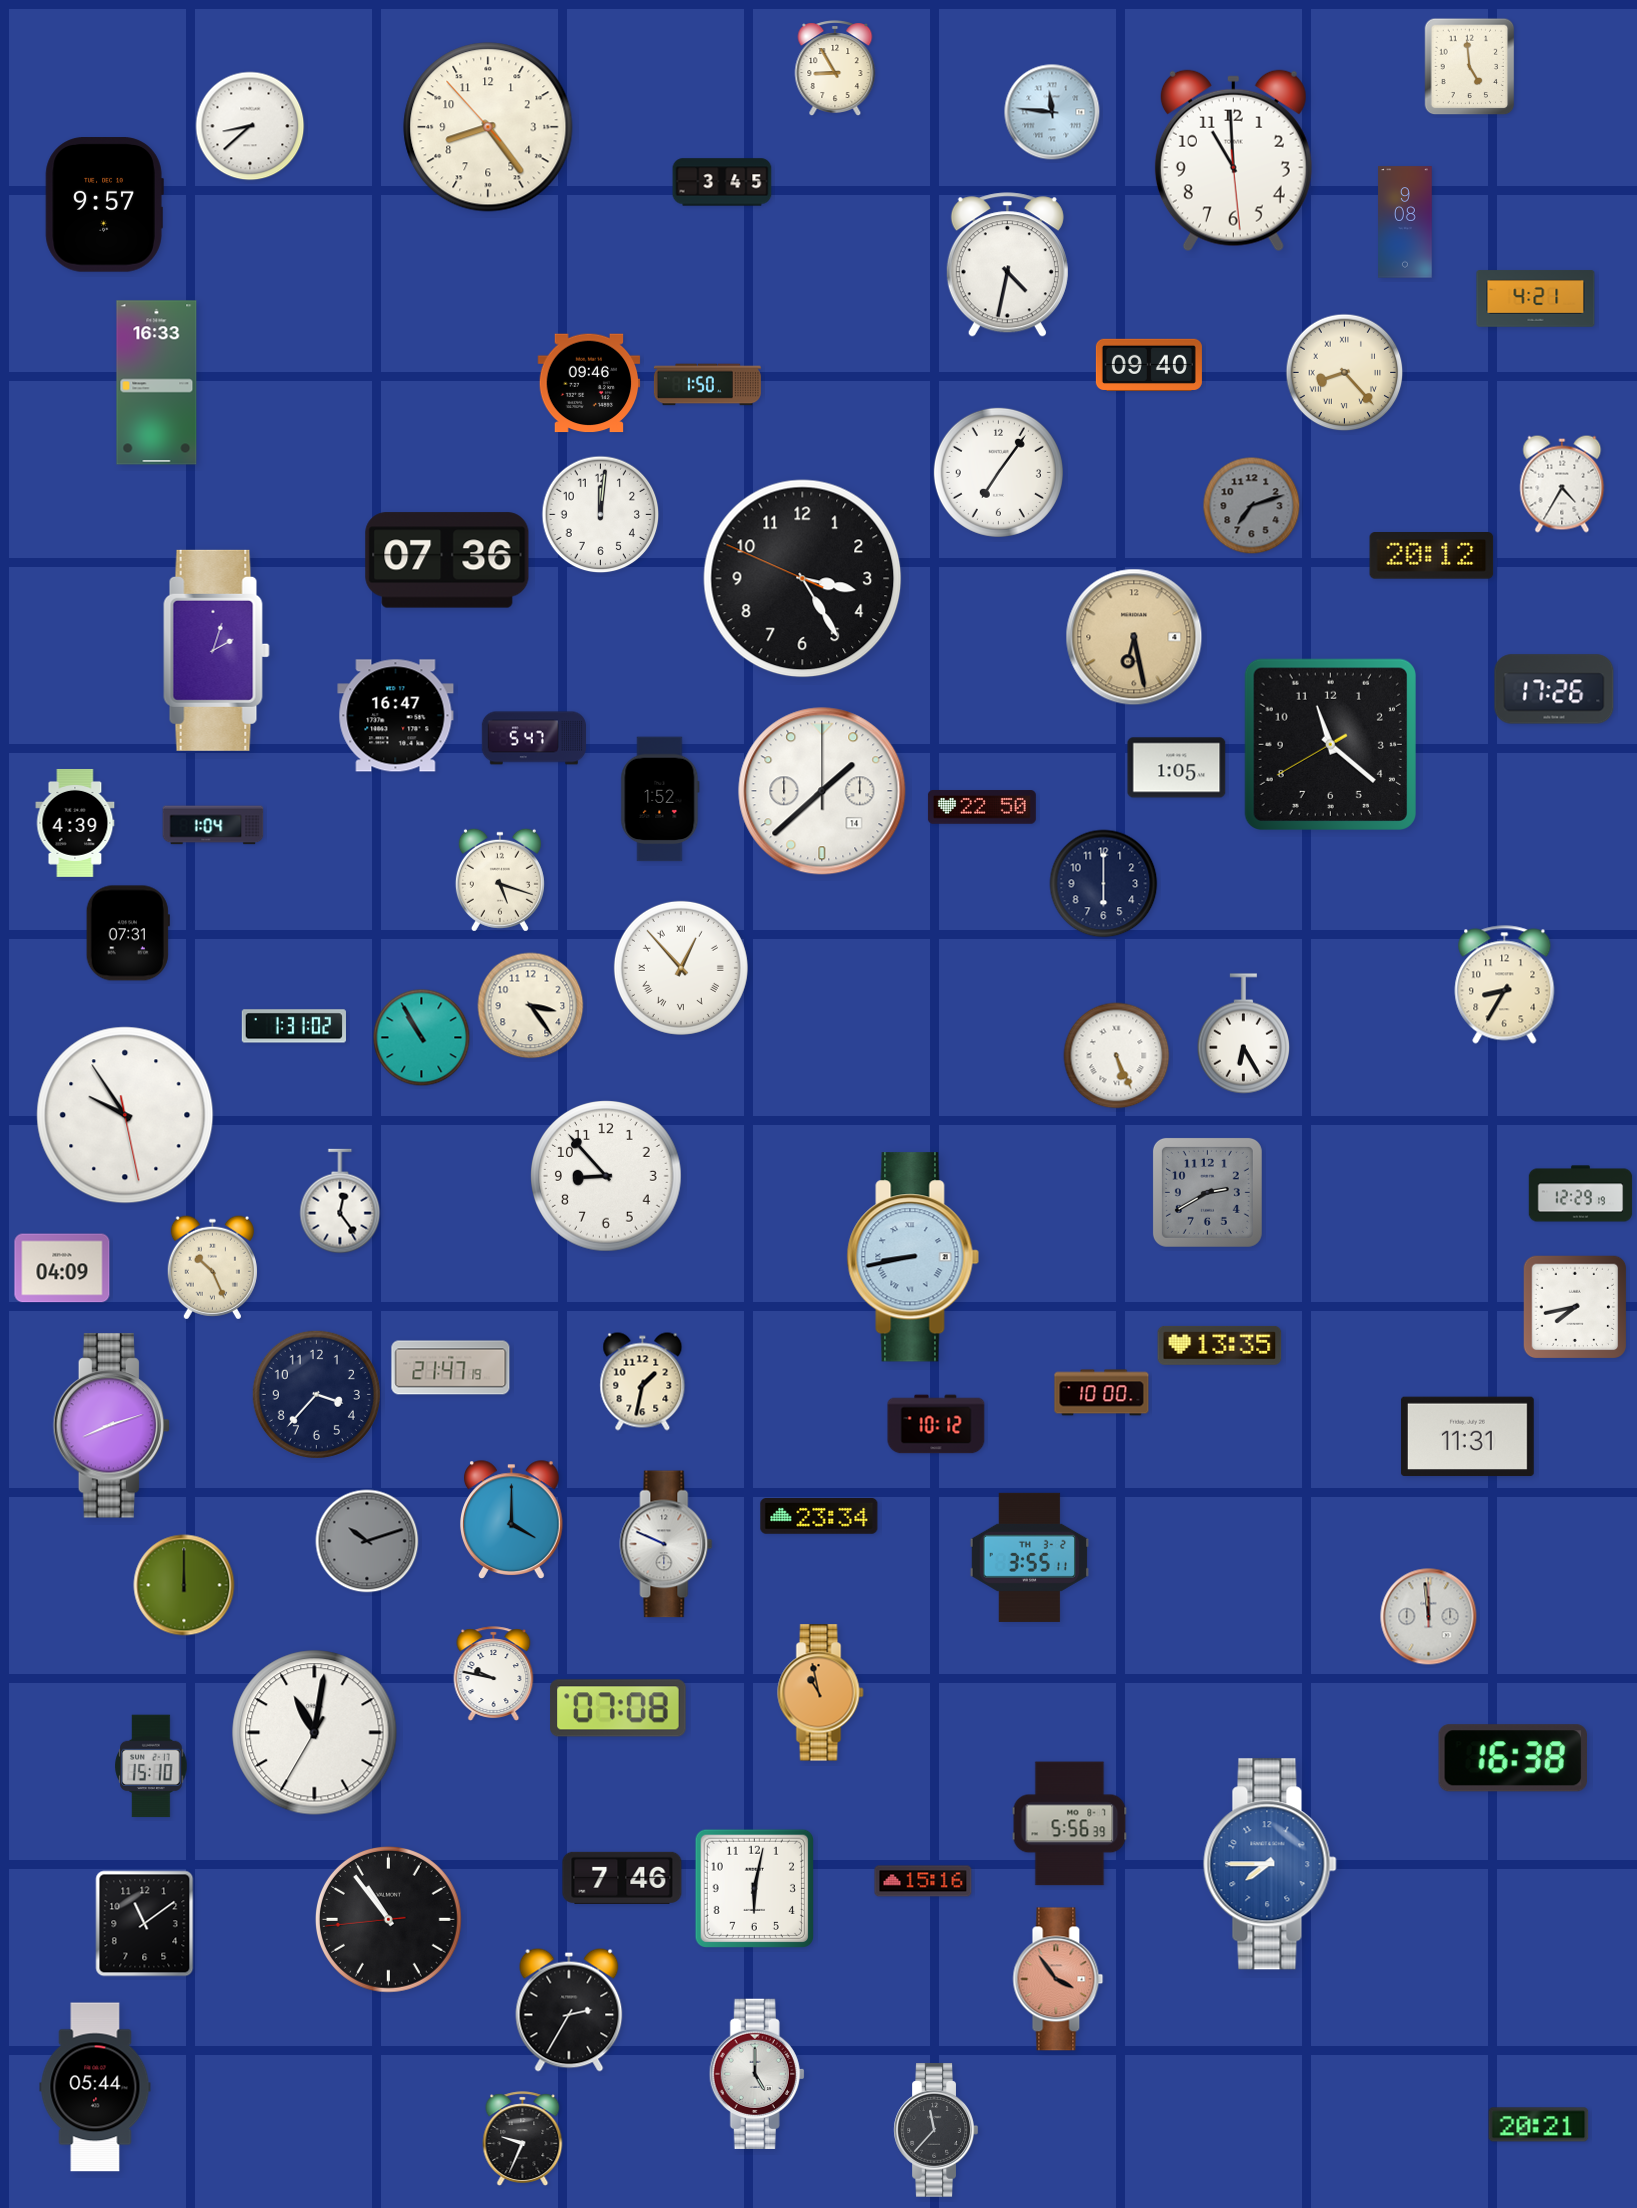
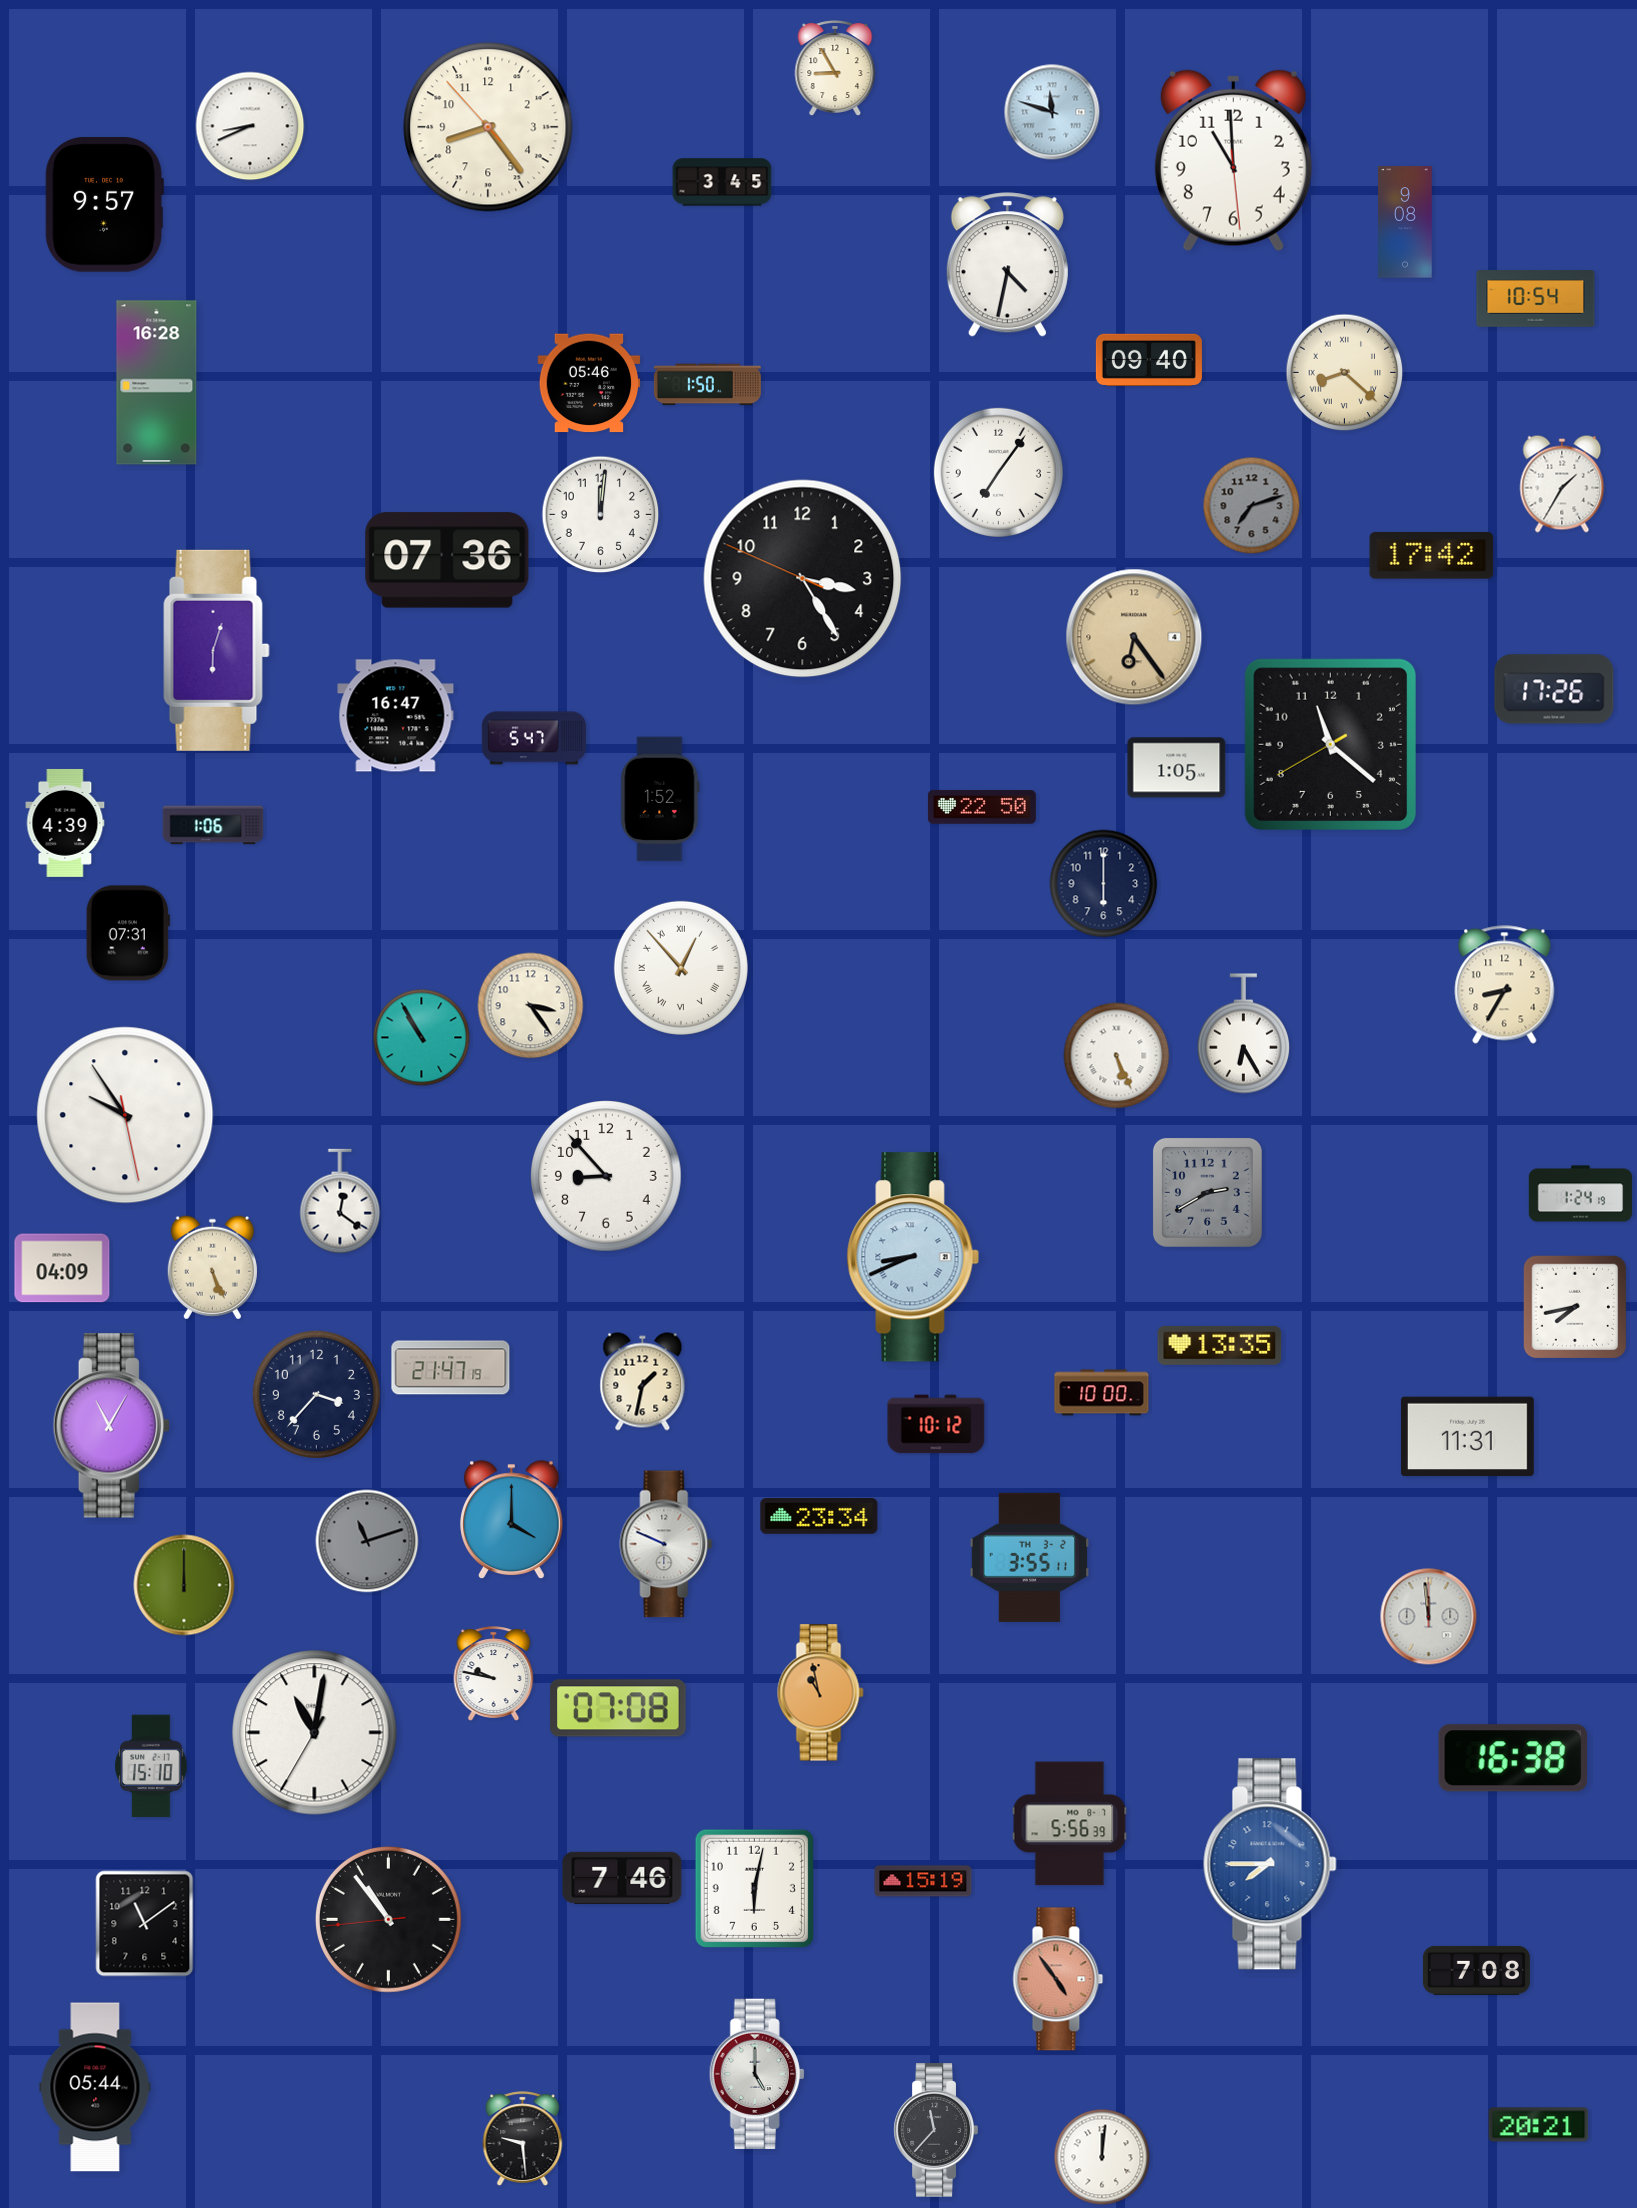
clock at (1470, 67): 4:59 -> none
clock at (1052, 112): 11:46 -> 11:48
clock at (250, 126): 8:38 -> 8:41
clock at (1536, 299): 4:21 -> 10:54
clock at (1149, 364) position: (1149, 364) -> (1149, 359)
clock at (1345, 373): 8:23 -> 8:22
clock at (157, 383): 16:33 -> 16:28
clock at (589, 383): 09:46 -> 05:46
clock at (1562, 484): 4:35 -> 1:35
clock at (1432, 556): 20:12 -> 17:42
clock at (1134, 637): 6:28 -> 6:24
clock at (217, 650): 2:03 -> 6:03
clock at (822, 791): 1:38 -> none
clock at (75, 823) position: (75, 823) -> (65, 823)
clock at (213, 825): 1:04 -> 1:06
clock at (500, 880): 5:18 -> none
clock at (294, 1026): 1:31 -> none
clock at (1581, 1194): 12:29 -> 1:24
clock at (340, 1201): 12:24 -> 12:21
clock at (913, 1257): 8:43 -> 8:41
clock at (212, 1268): 10:26 -> 5:26
clock at (111, 1426): 8:12 -> 11:05
clock at (367, 1541): 10:12 -> 11:12
clock at (923, 1881): 15:16 -> 15:19
clock at (1476, 1970): none -> 7:08
clock at (1058, 1979): 3:54 -> 4:54
clock at (569, 2010): 2:35 -> none
clock at (523, 2139): 9:34 -> 9:29
clock at (1102, 2157): none -> 12:01
